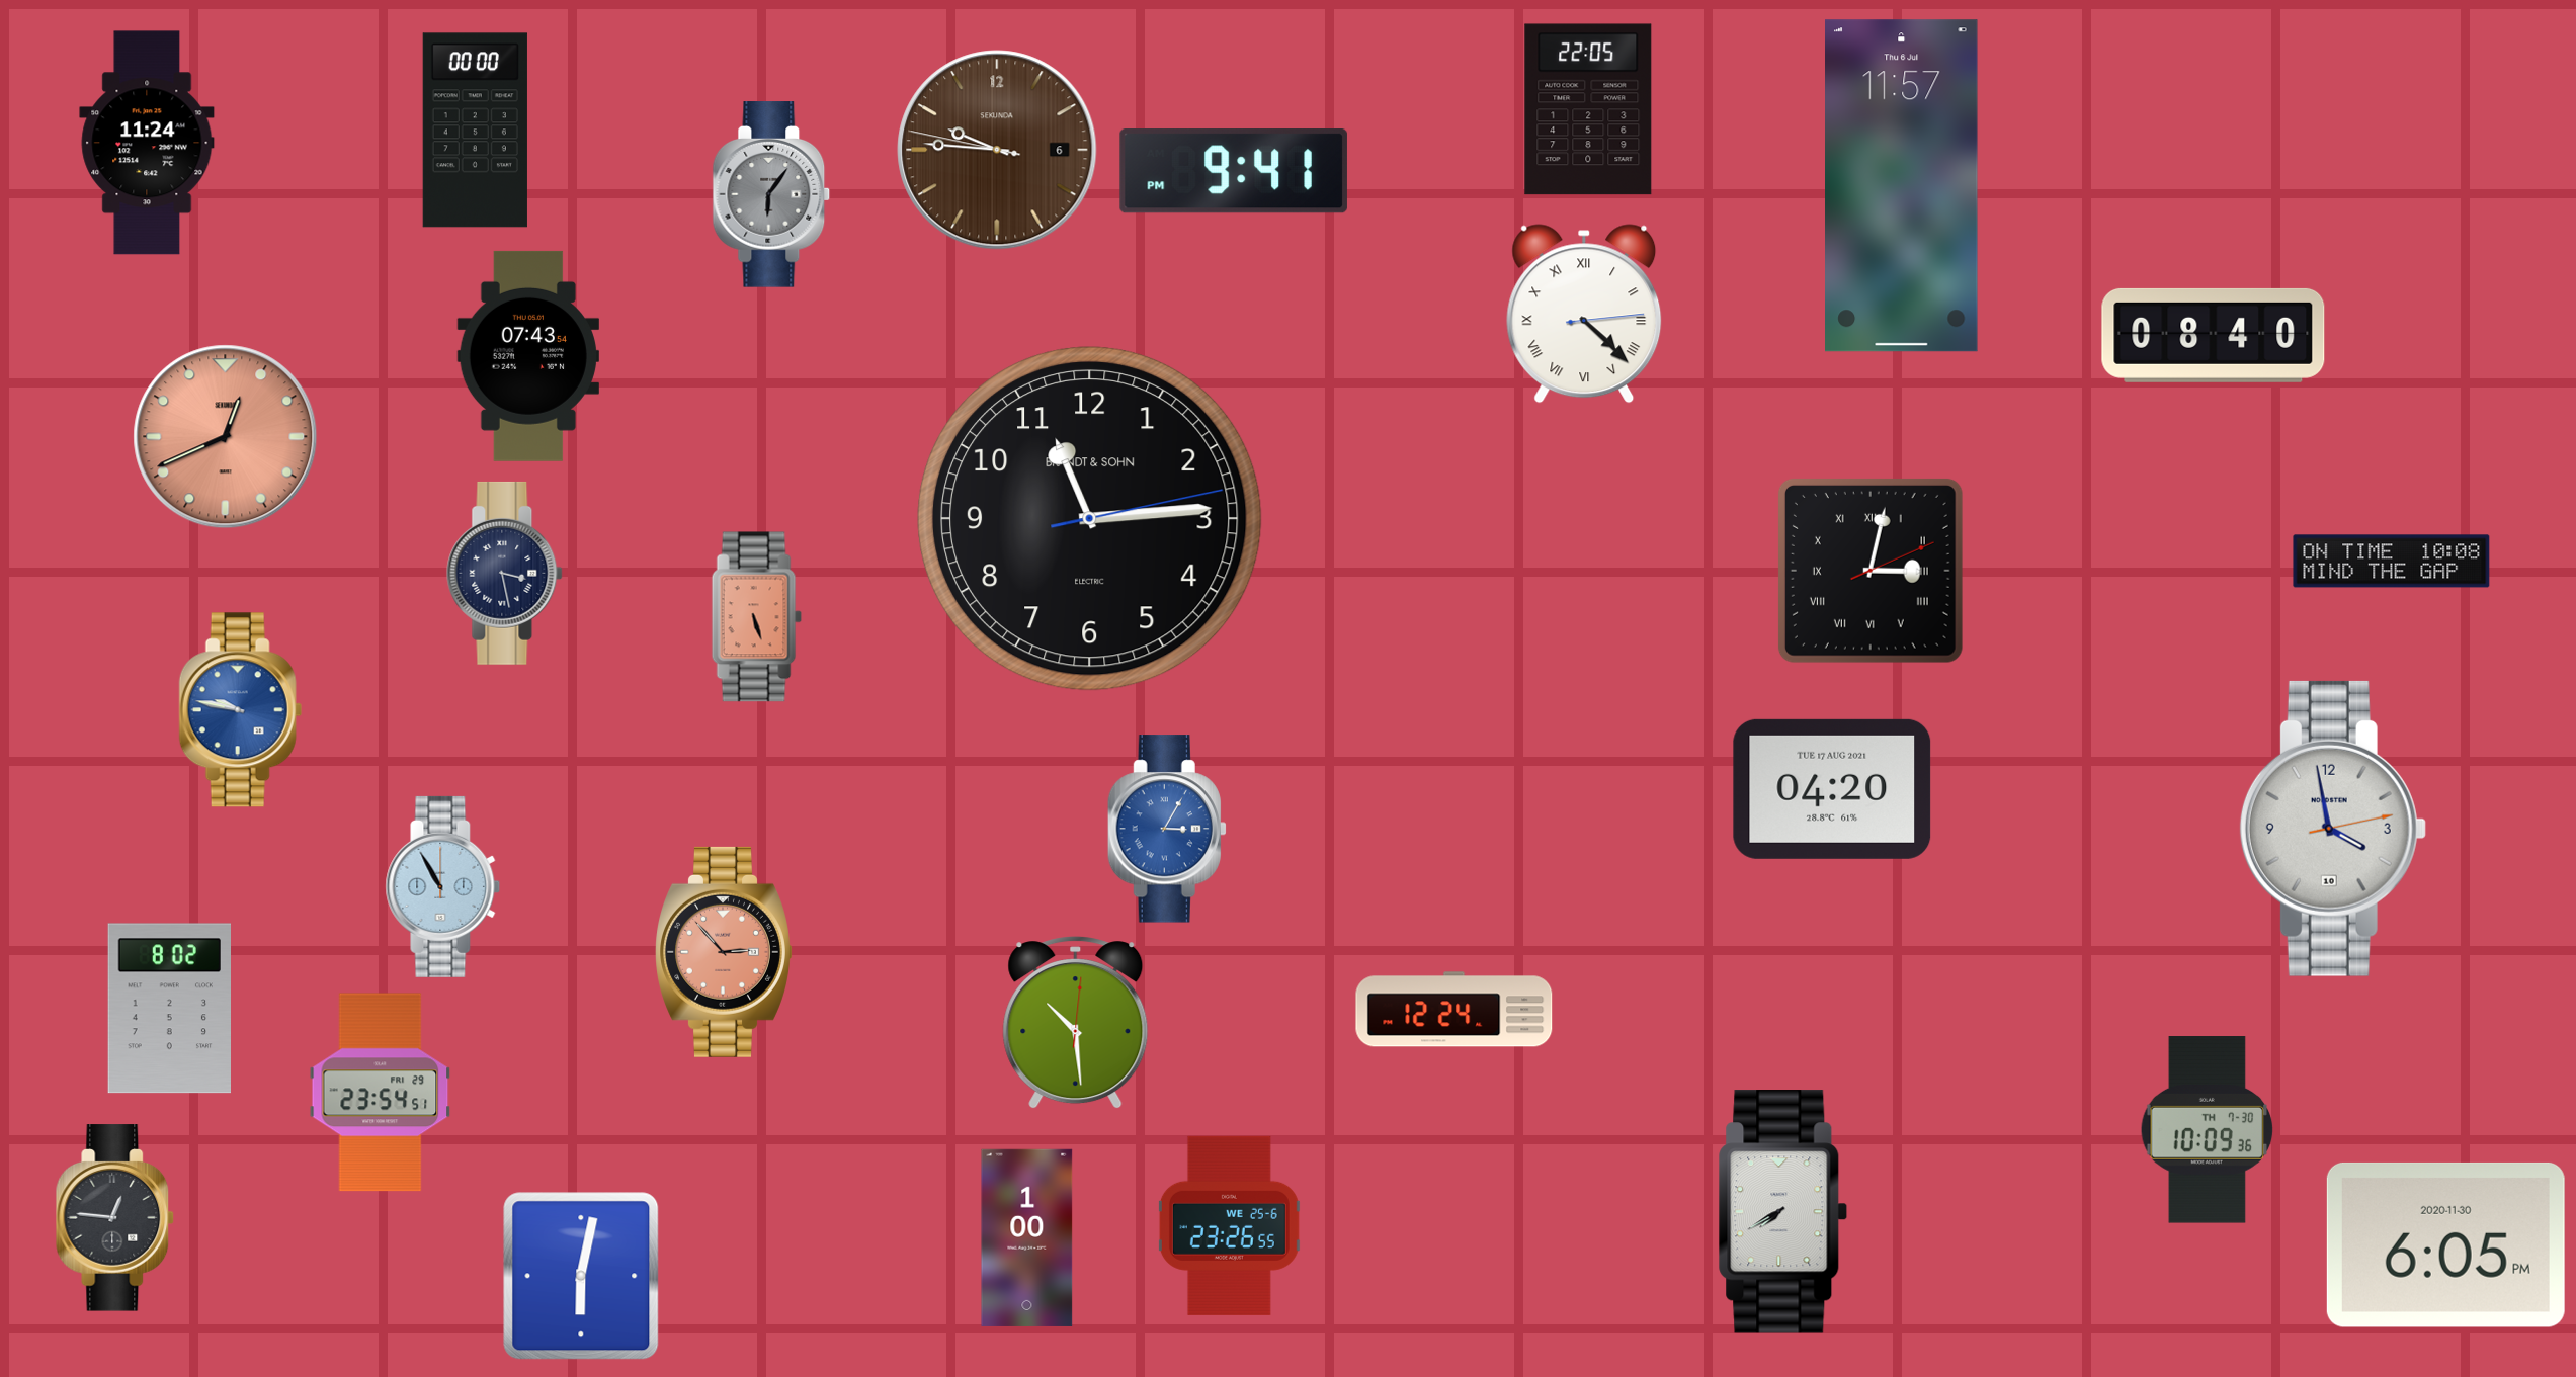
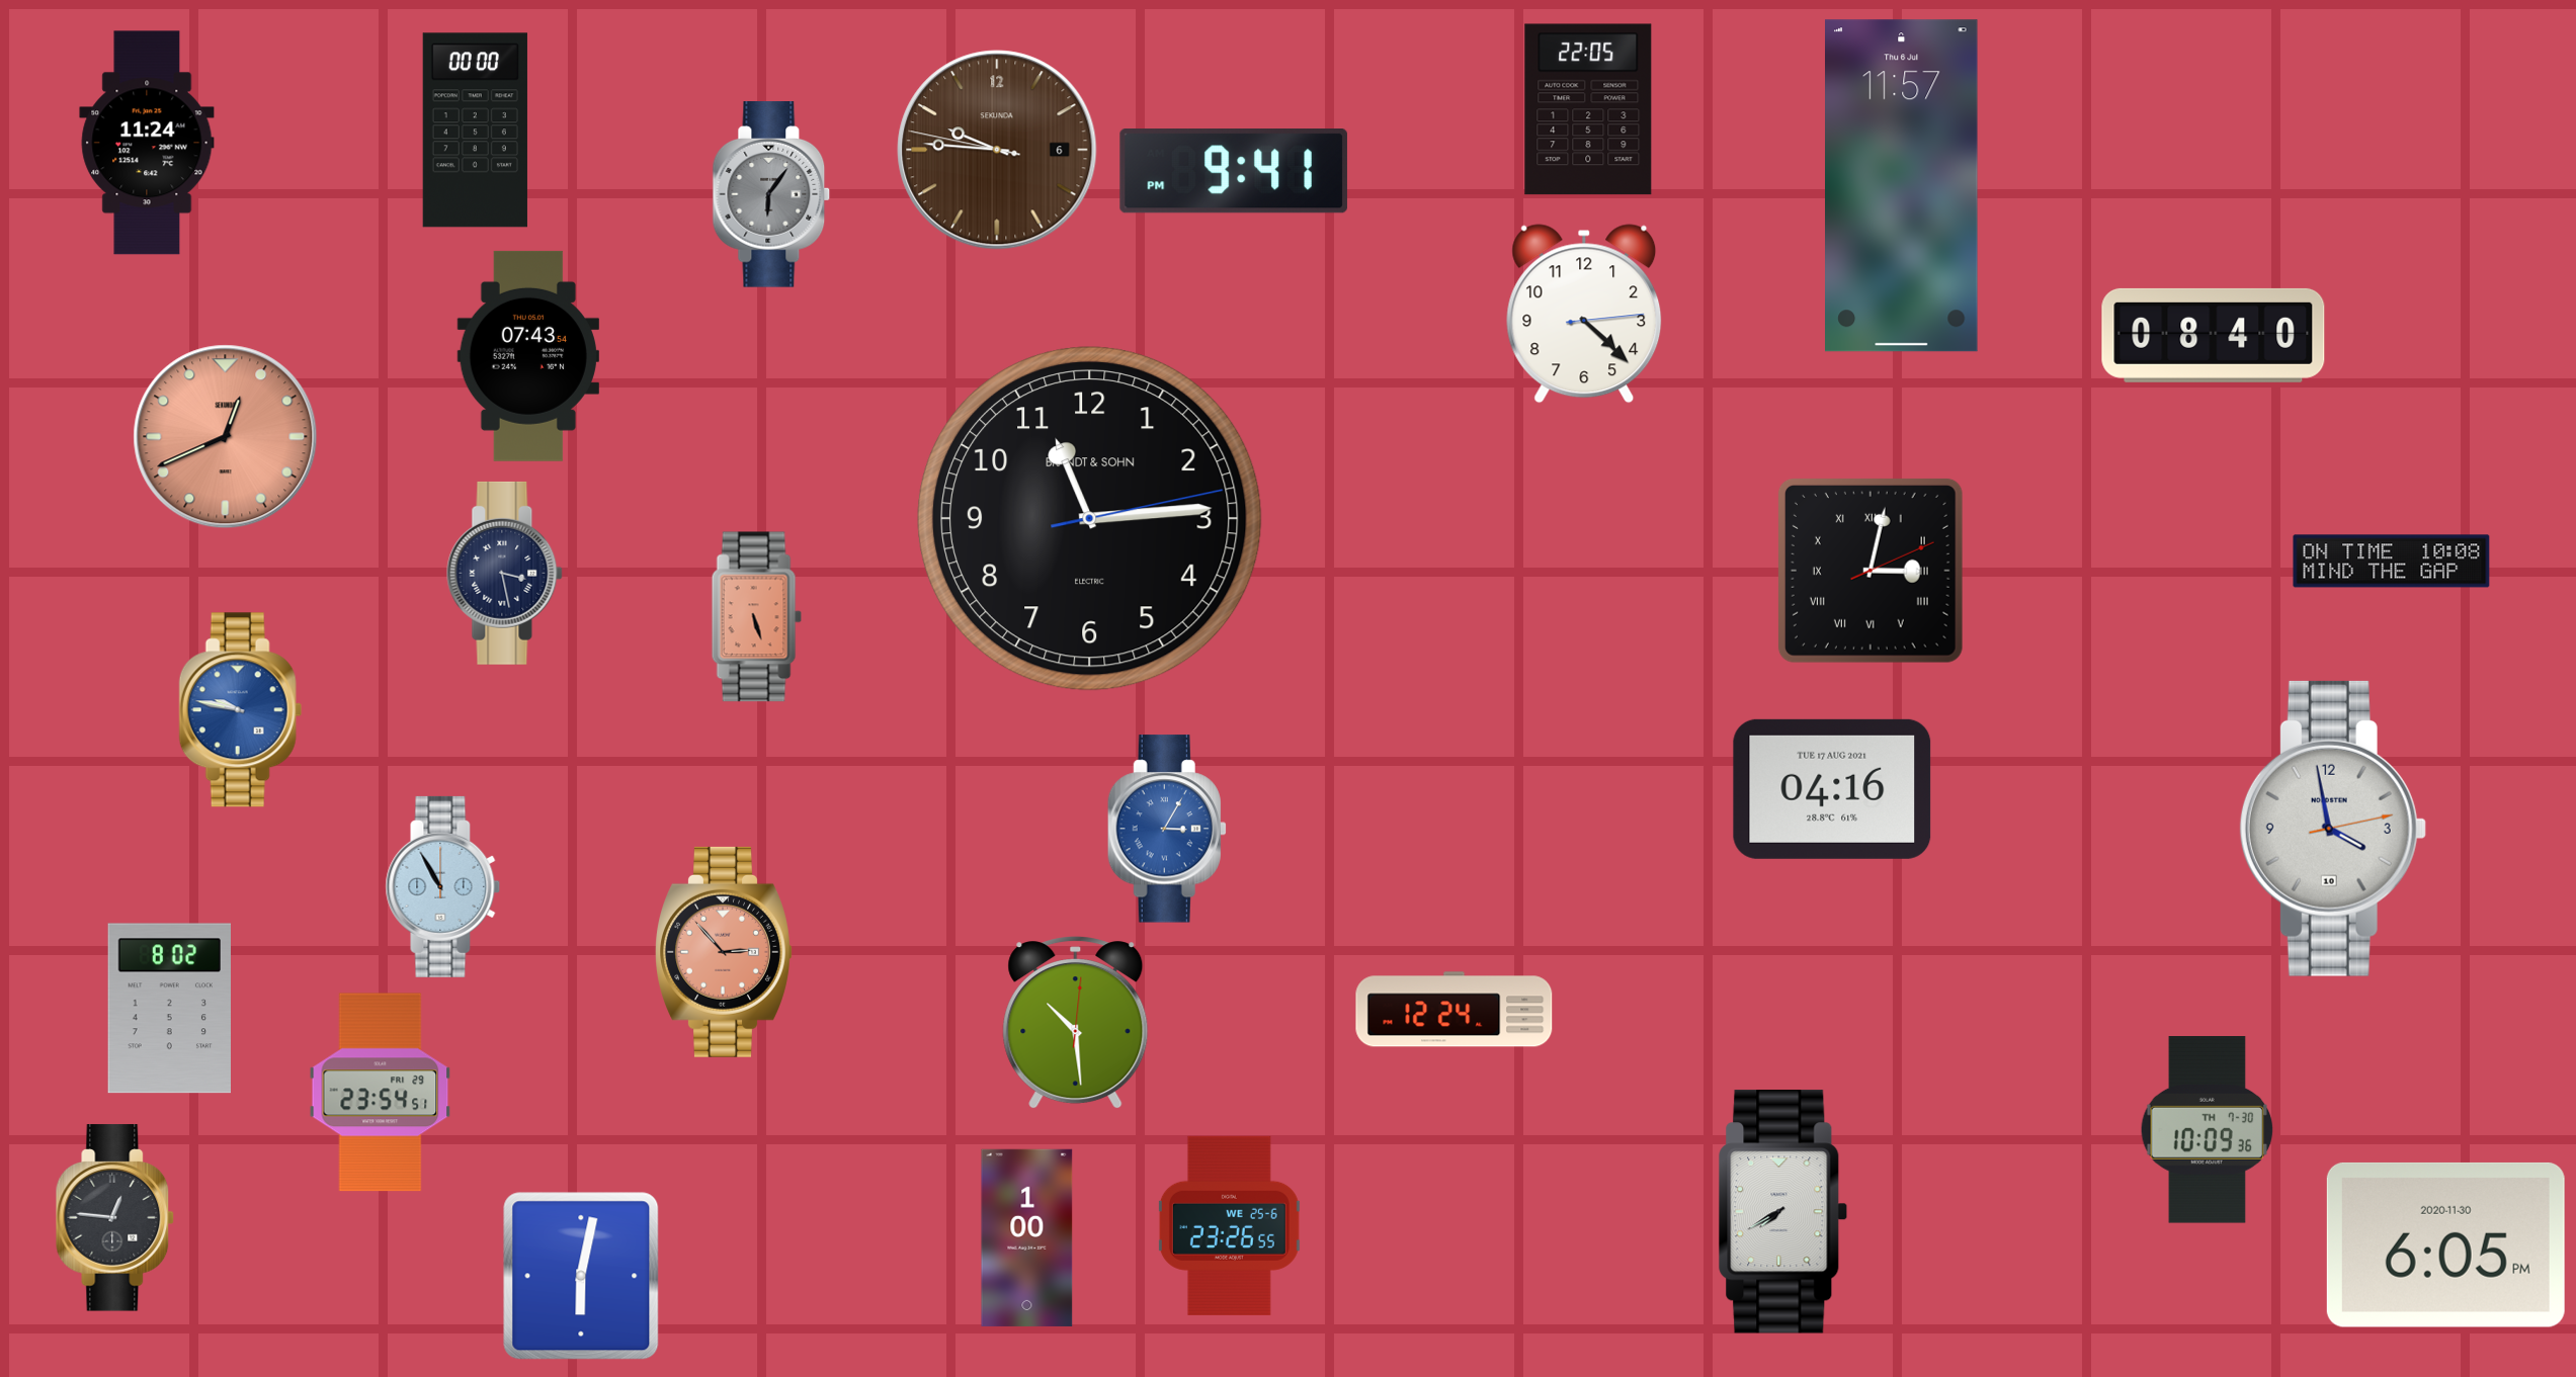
clock at (1584, 314) numerals: Roman -> Arabic
clock at (1832, 789): 04:20 -> 04:16
